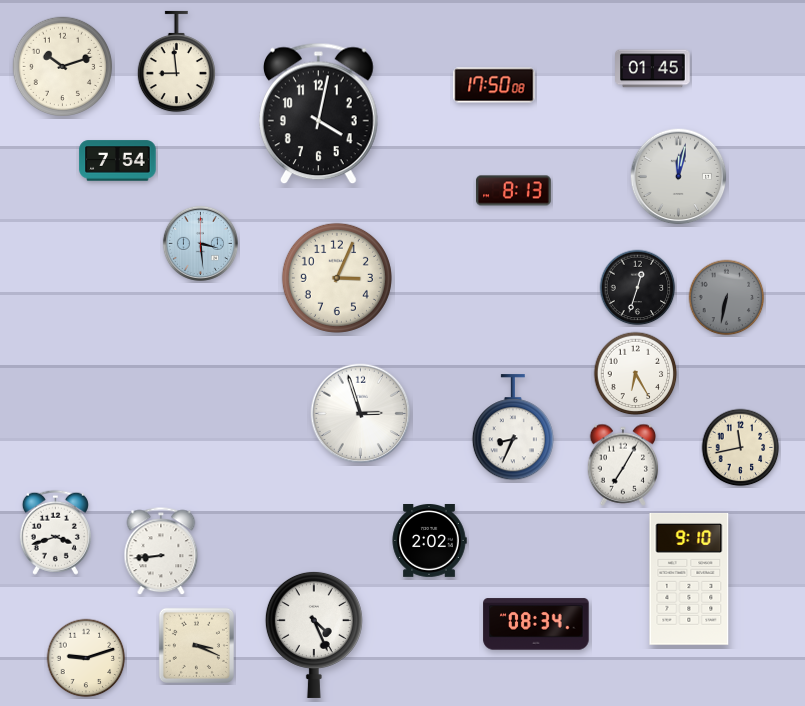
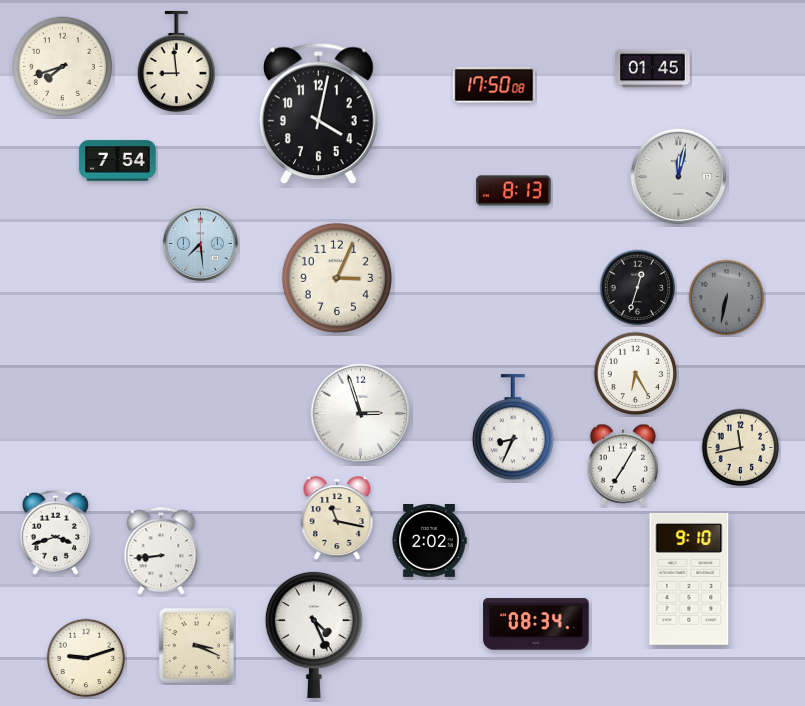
clock at (62, 66): 10:12 -> 7:42
clock at (200, 243): 3:29 -> 7:29
clock at (337, 519): none -> 11:17
